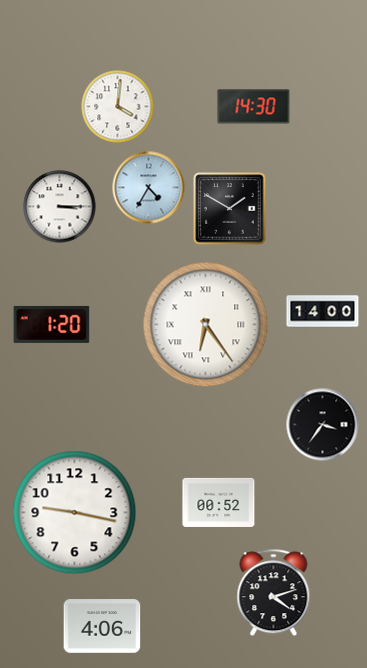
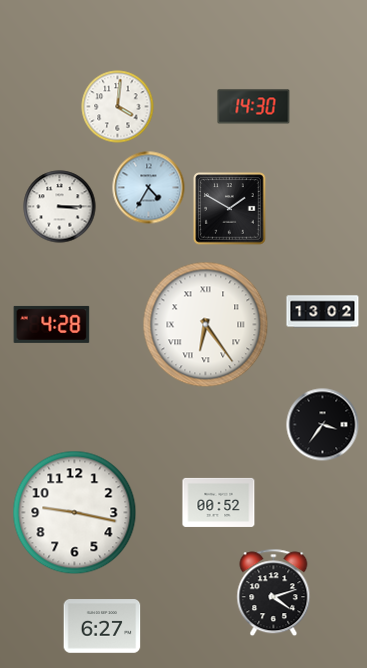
clock at (323, 312): 14:00 -> 13:02
clock at (52, 324): 1:20 -> 4:28
clock at (102, 626): 4:06 -> 6:27
